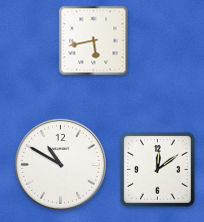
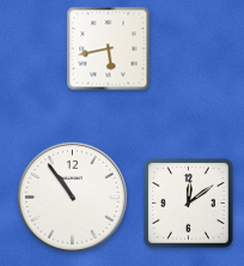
clock at (94, 41) position: (94, 41) -> (109, 49)
clock at (60, 164): 10:50 -> 10:54
